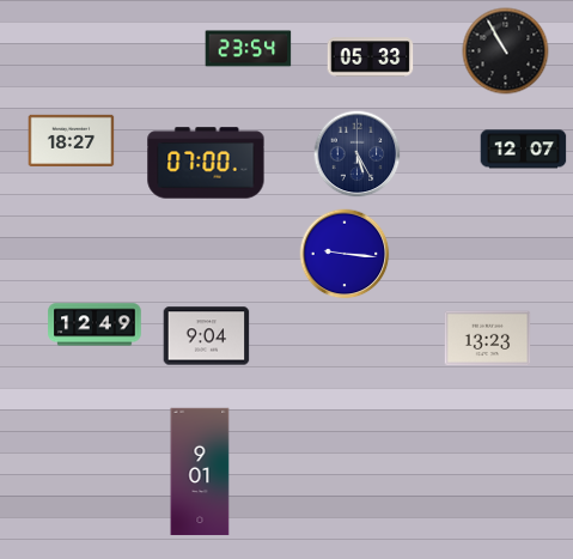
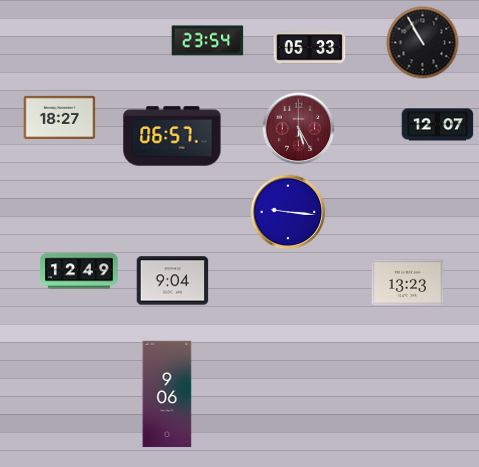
clock at (358, 154) dial: navy -> burgundy
clock at (206, 163): 07:00 -> 06:57
clock at (200, 472): 9:01 -> 9:06
